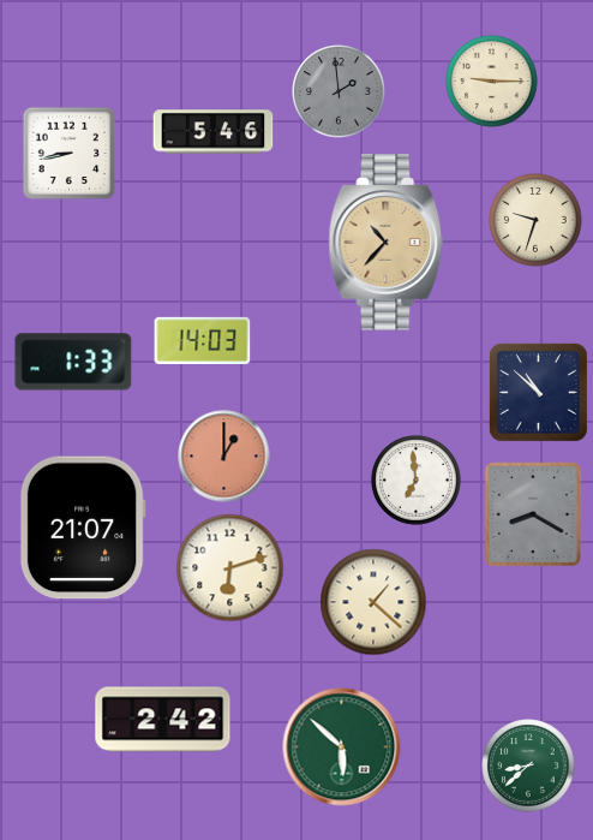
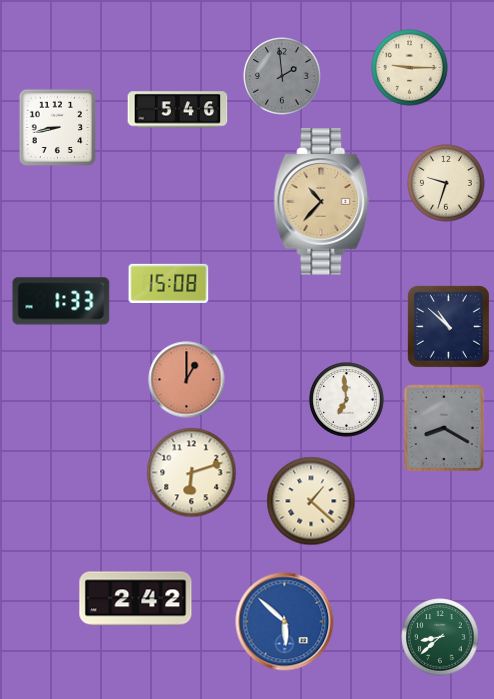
clock at (203, 340): 14:03 -> 15:08
clock at (83, 528): 21:07 -> none
clock at (342, 747) dial: green -> blue
